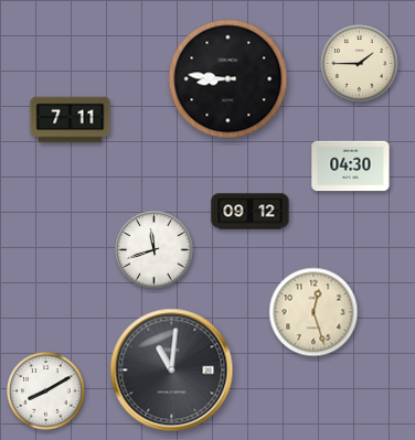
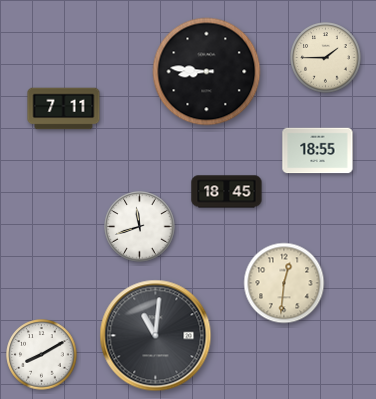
clock at (351, 167): 04:30 -> 18:55
clock at (251, 212): 09:12 -> 18:45
clock at (313, 312): 12:27 -> 12:31
